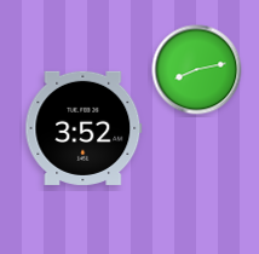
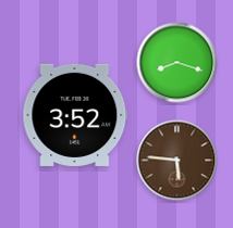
clock at (197, 70): 8:13 -> 8:18
clock at (177, 161): none -> 5:46
